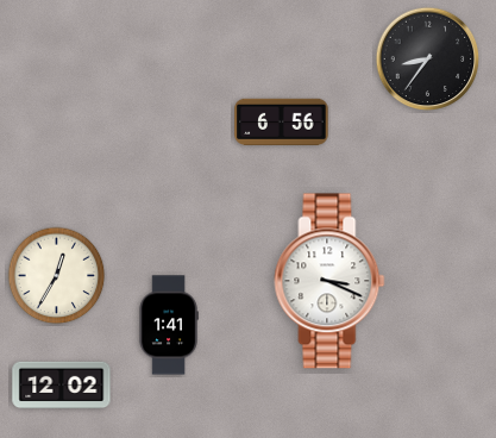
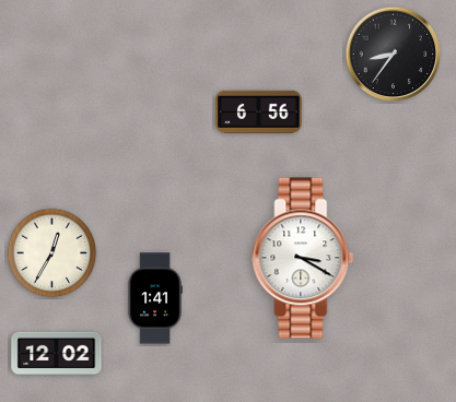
clock at (329, 281): 3:19 -> 3:20
